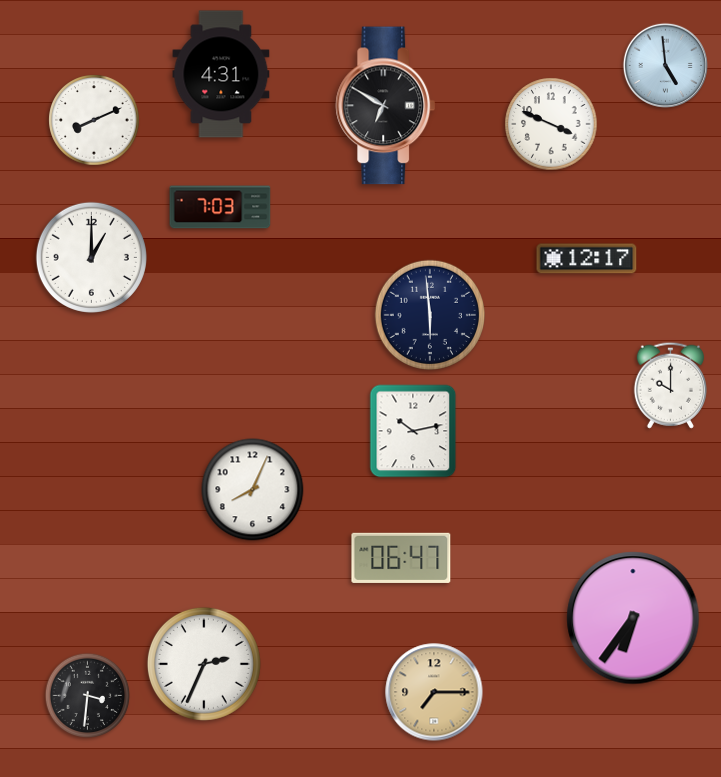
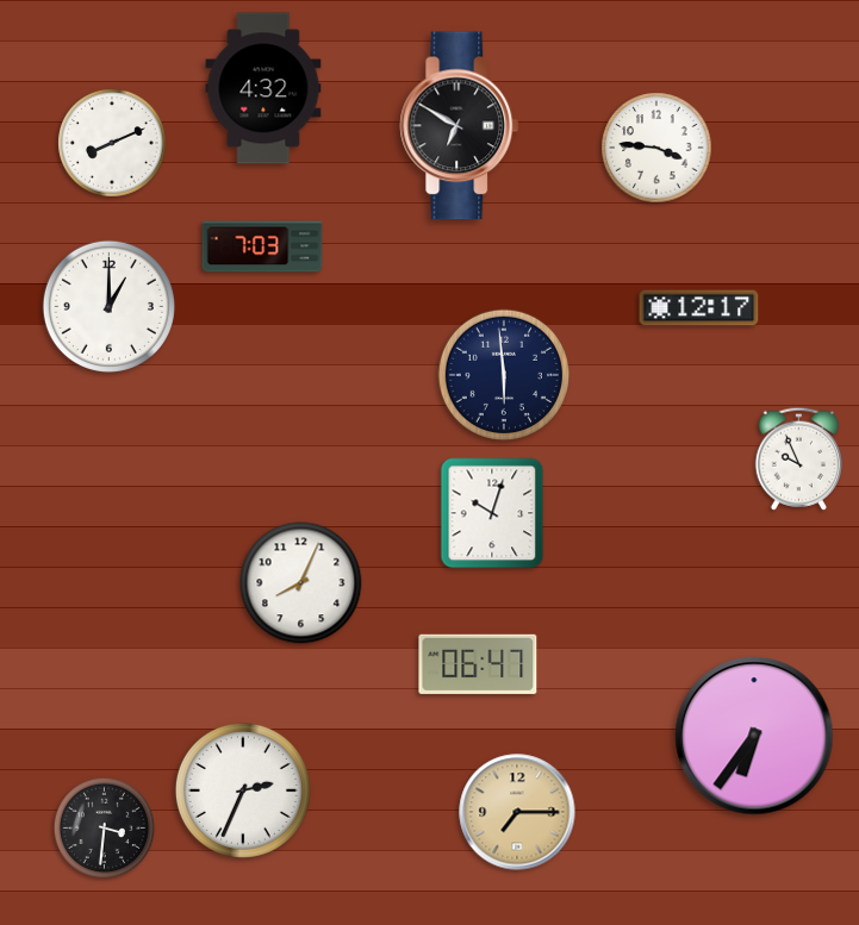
clock at (665, 65): 4:59 -> none
clock at (221, 74): 4:31 -> 4:32
clock at (551, 124): 3:49 -> 3:46
clock at (429, 314) position: (429, 314) -> (503, 374)
clock at (670, 385): 10:00 -> 9:56
clock at (413, 431): 10:13 -> 10:03
clock at (434, 692) position: (434, 692) -> (517, 812)
